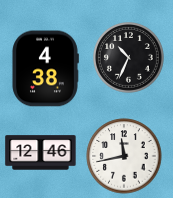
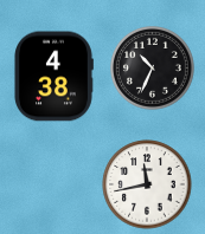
clock at (45, 69) position: (45, 69) -> (53, 77)
clock at (41, 153): 12:46 -> none
